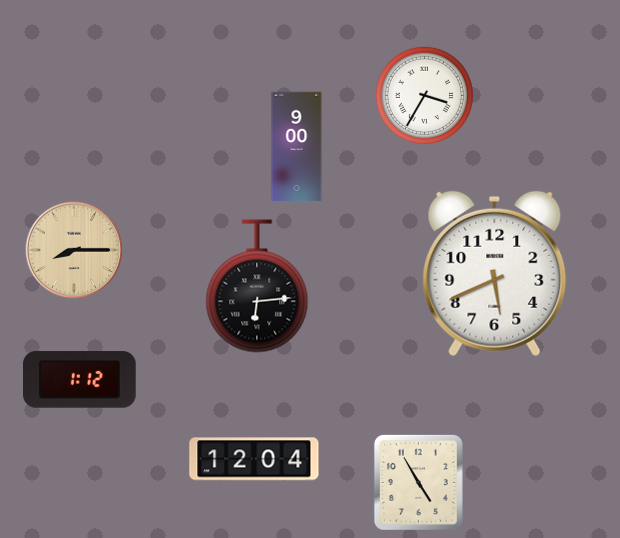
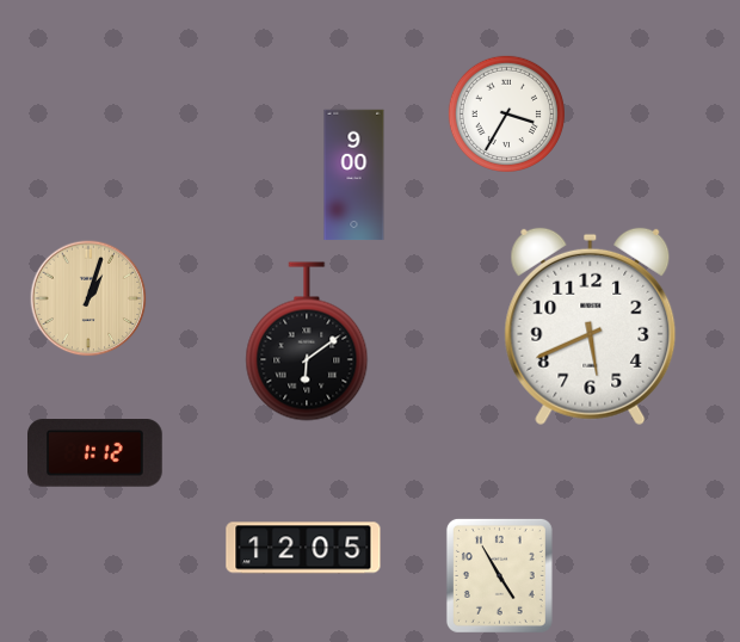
clock at (74, 250): 8:15 -> 1:03
clock at (257, 286): 6:14 -> 6:09
clock at (254, 459): 12:04 -> 12:05
